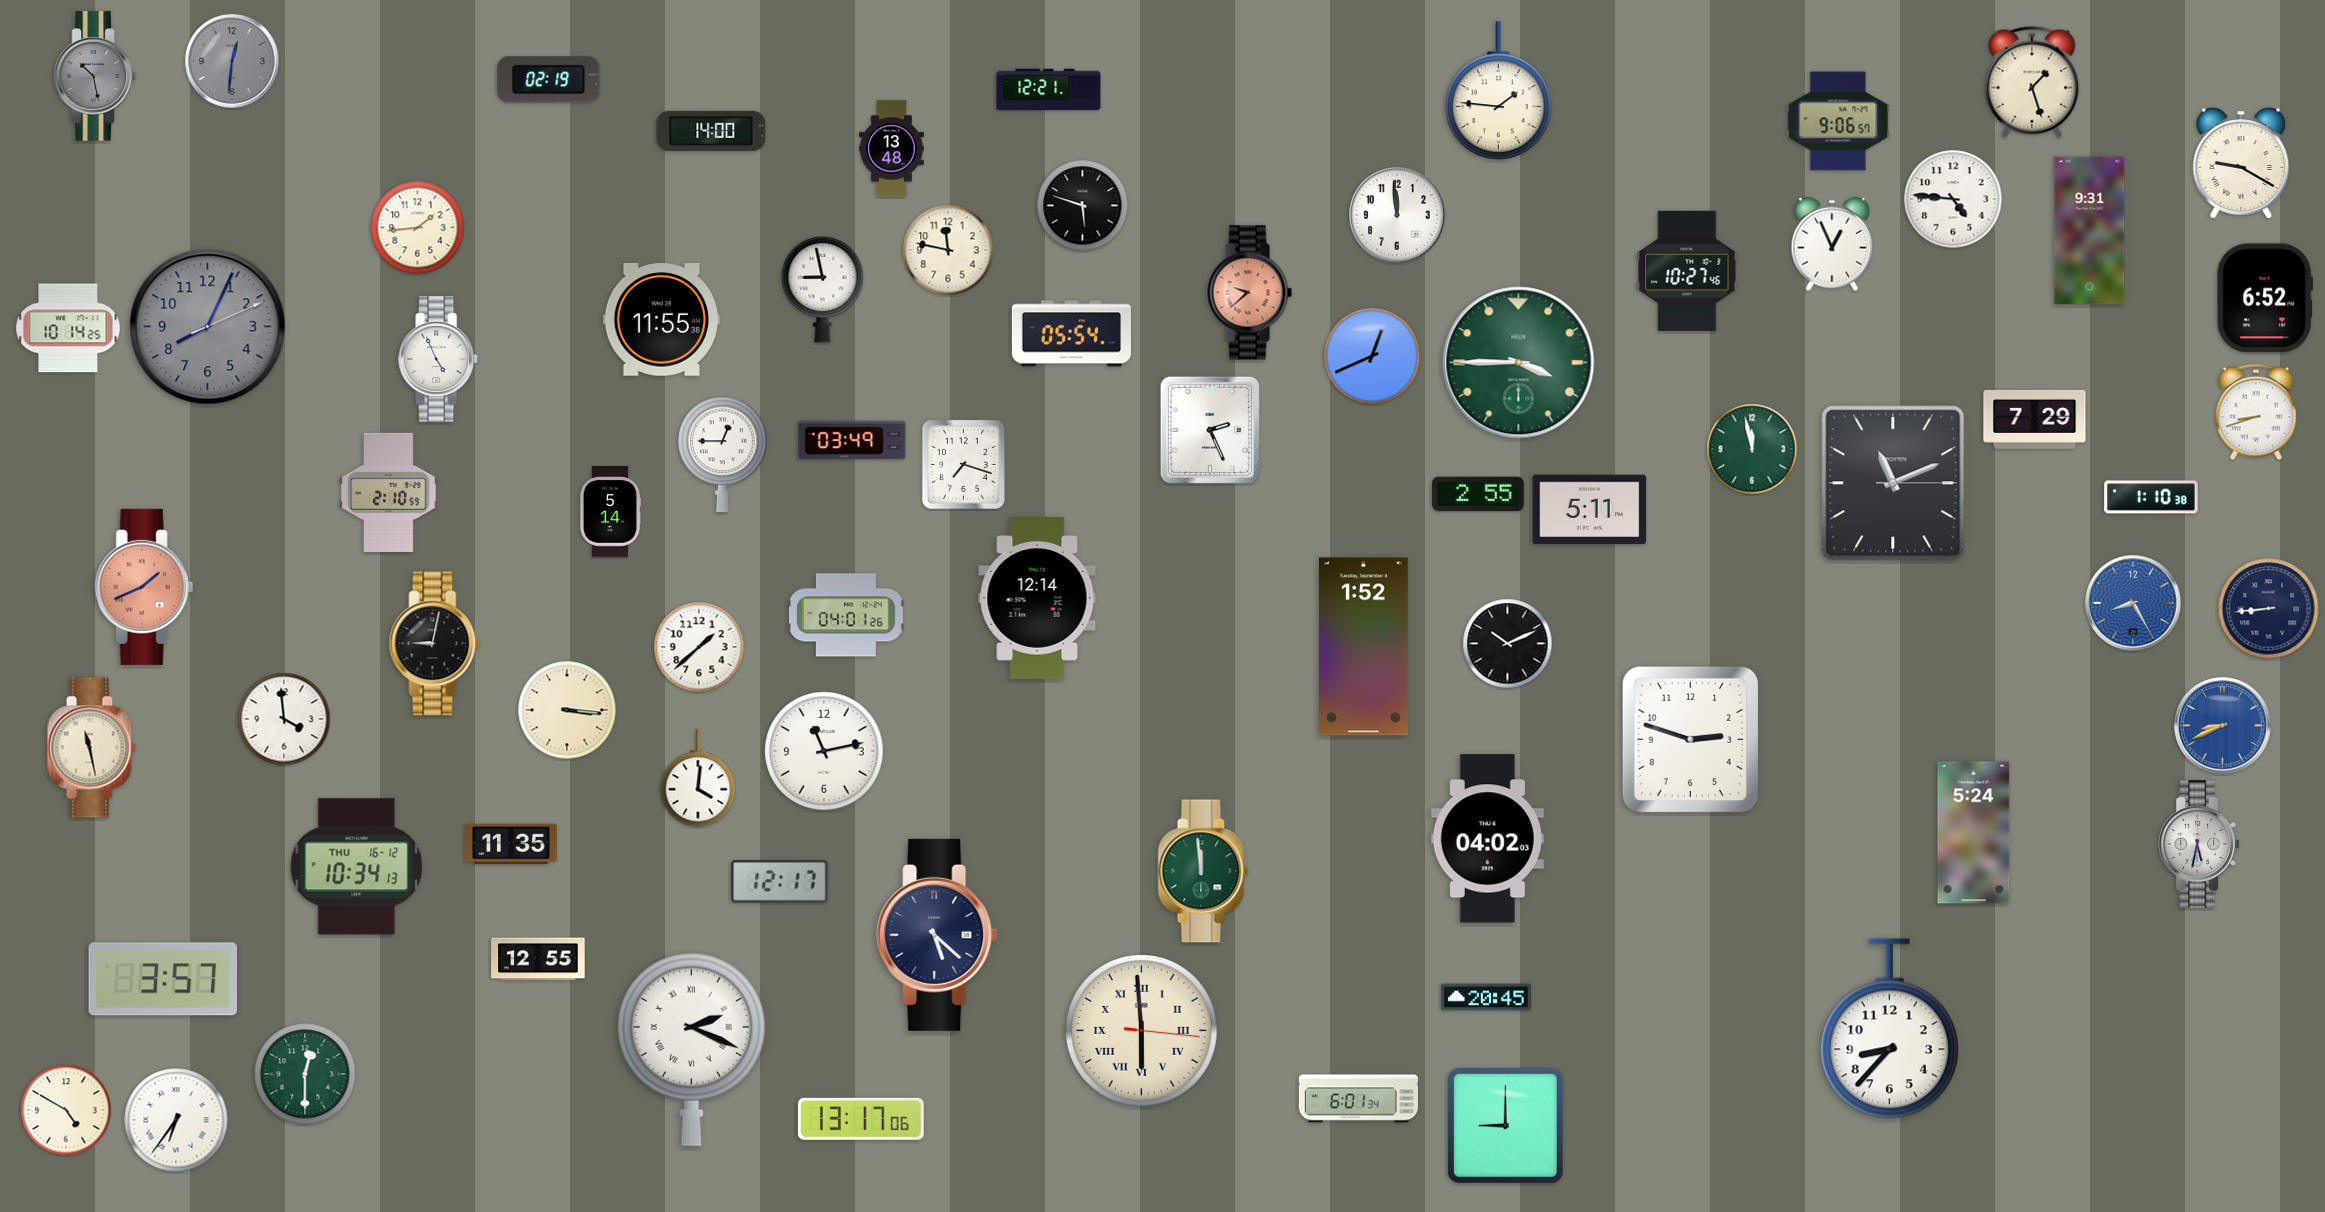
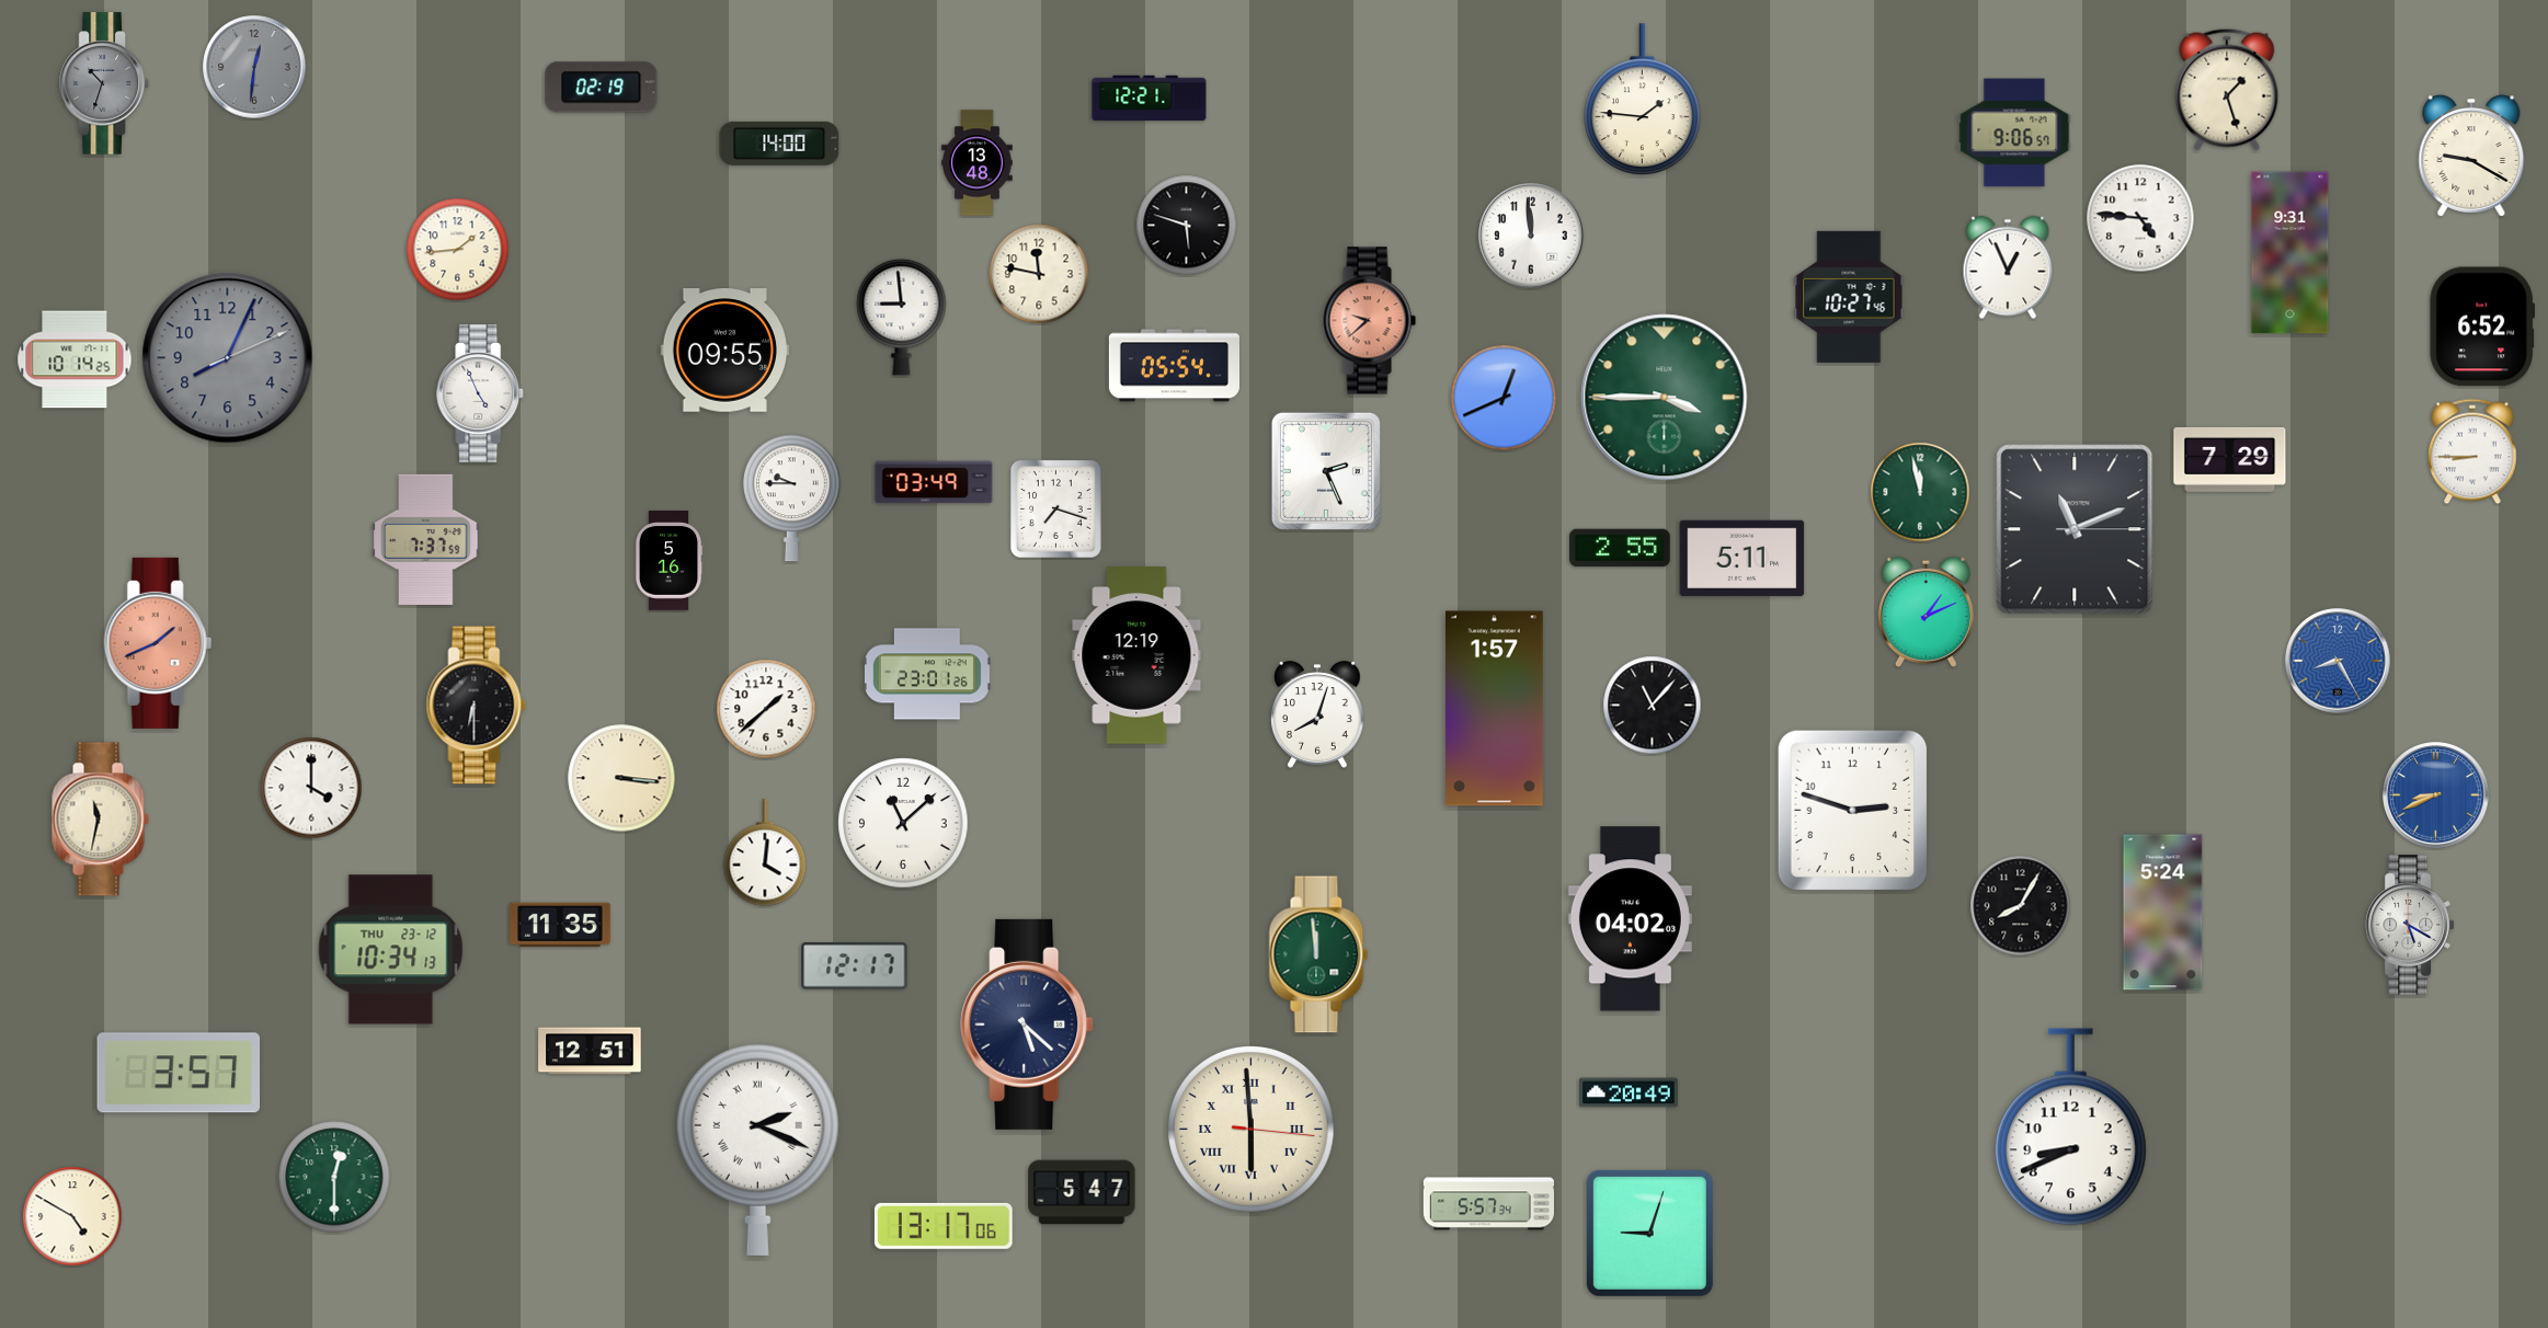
clock at (95, 76): 10:28 -> 10:33
clock at (2241, 163) position: (2241, 163) -> (2471, 156)
clock at (823, 289): 8:58 -> 8:59
clock at (661, 320): 11:55 -> 09:55
clock at (1372, 356) position: (1372, 356) -> (1504, 398)
clock at (2257, 412): 8:42 -> 8:45
clock at (723, 455): 12:45 -> 9:45
clock at (389, 492): 2:10 -> 7:37
clock at (1478, 494) position: (1478, 494) -> (1620, 548)
clock at (2151, 497): 1:10 -> none
clock at (610, 512): 5:14 -> 5:16
clock at (1926, 611): none -> 1:11
clock at (1037, 598): 12:14 -> 12:19
clock at (2269, 609): 8:44 -> none
clock at (847, 615): 04:01 -> 23:01
clock at (435, 644): 9:02 -> 6:30
clock at (1508, 644): 10:11 -> 11:07
clock at (1364, 647): 1:52 -> 1:57
clock at (1317, 714): none -> 8:03
clock at (284, 719): 3:59 -> 4:00
clock at (91, 748): 11:28 -> 11:32
clock at (824, 751): 11:13 -> 11:08
clock at (2021, 906): none -> 8:05
clock at (2198, 844): 5:32 -> 5:20
clock at (357, 867) date: THU 16-12 -> THU 23-12
clock at (538, 959): 12:55 -> 12:51
clock at (1487, 997): 20:45 -> 20:49
clock at (1889, 1029): 8:37 -> 8:41
clock at (1082, 1192): none -> 5:47
clock at (1358, 1099): 6:01 -> 5:57
clock at (176, 1120): 6:36 -> none
clock at (1505, 1125): 9:00 -> 9:03
